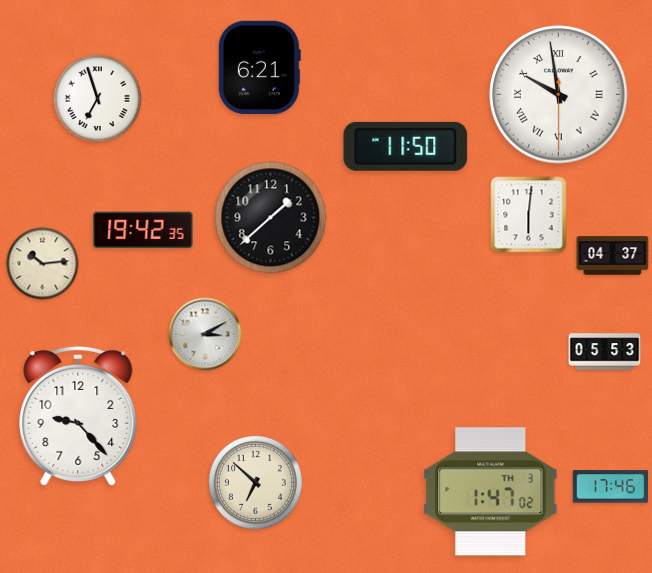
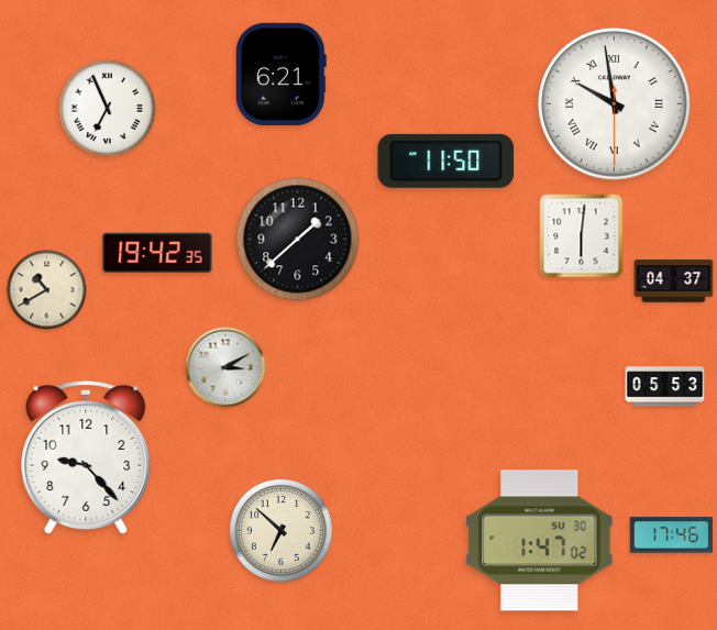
clock at (259, 67) position: (259, 67) -> (280, 74)
clock at (98, 99): 6:57 -> 6:56
clock at (43, 264): 10:14 -> 10:40
clock at (491, 492) date: TH 3 -> SU 30
